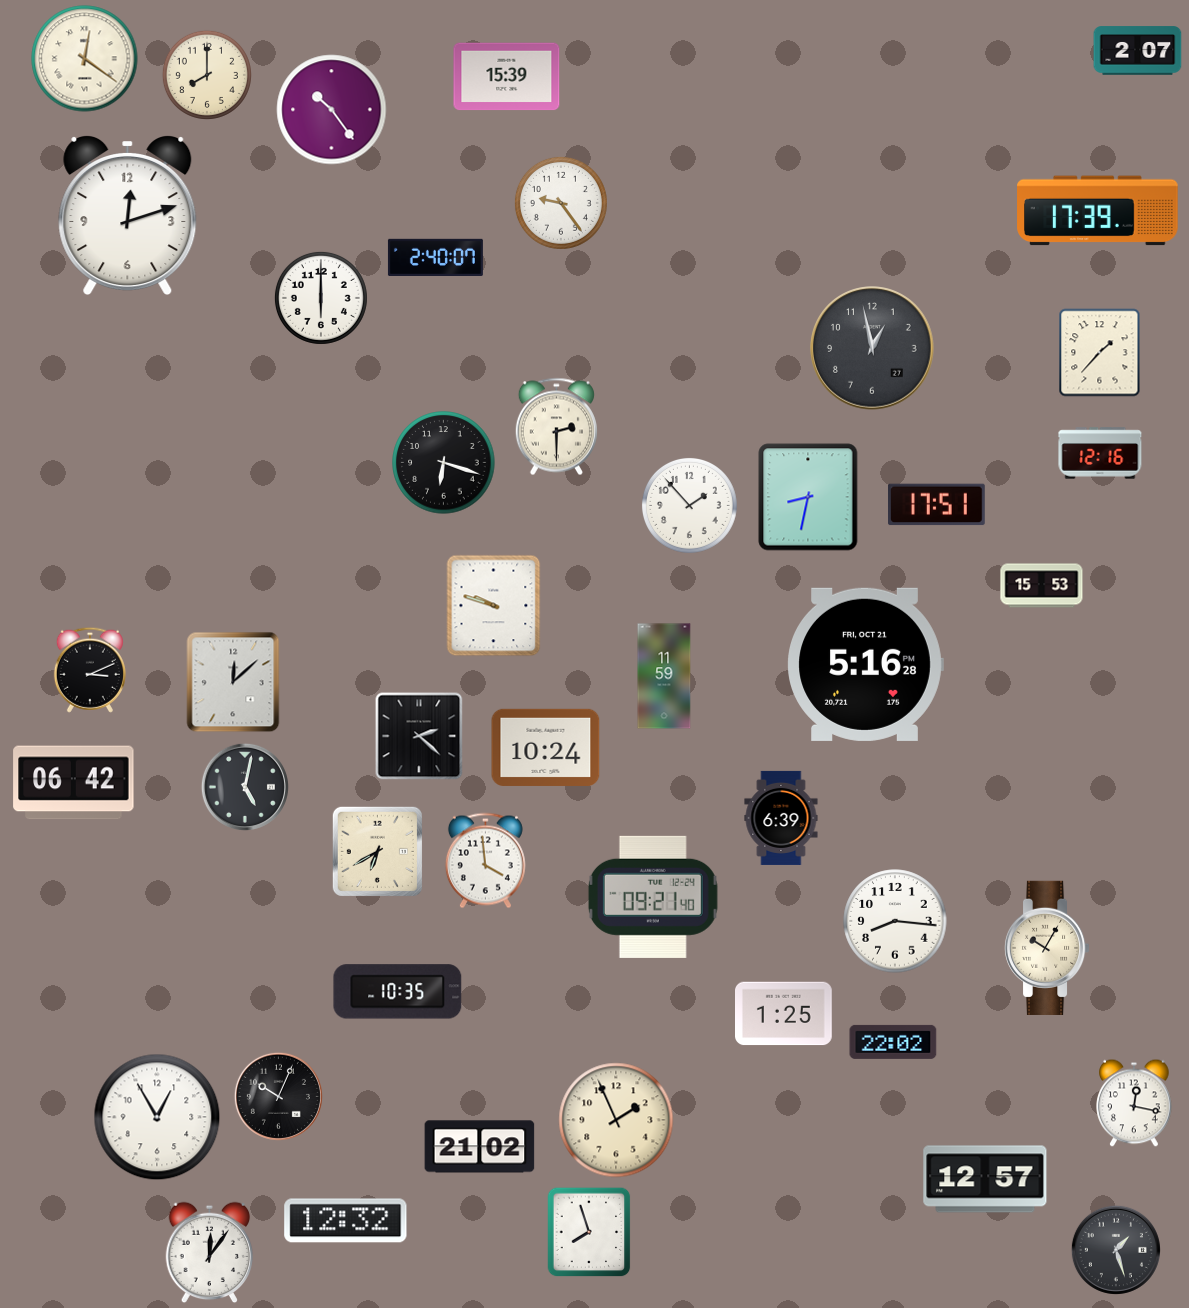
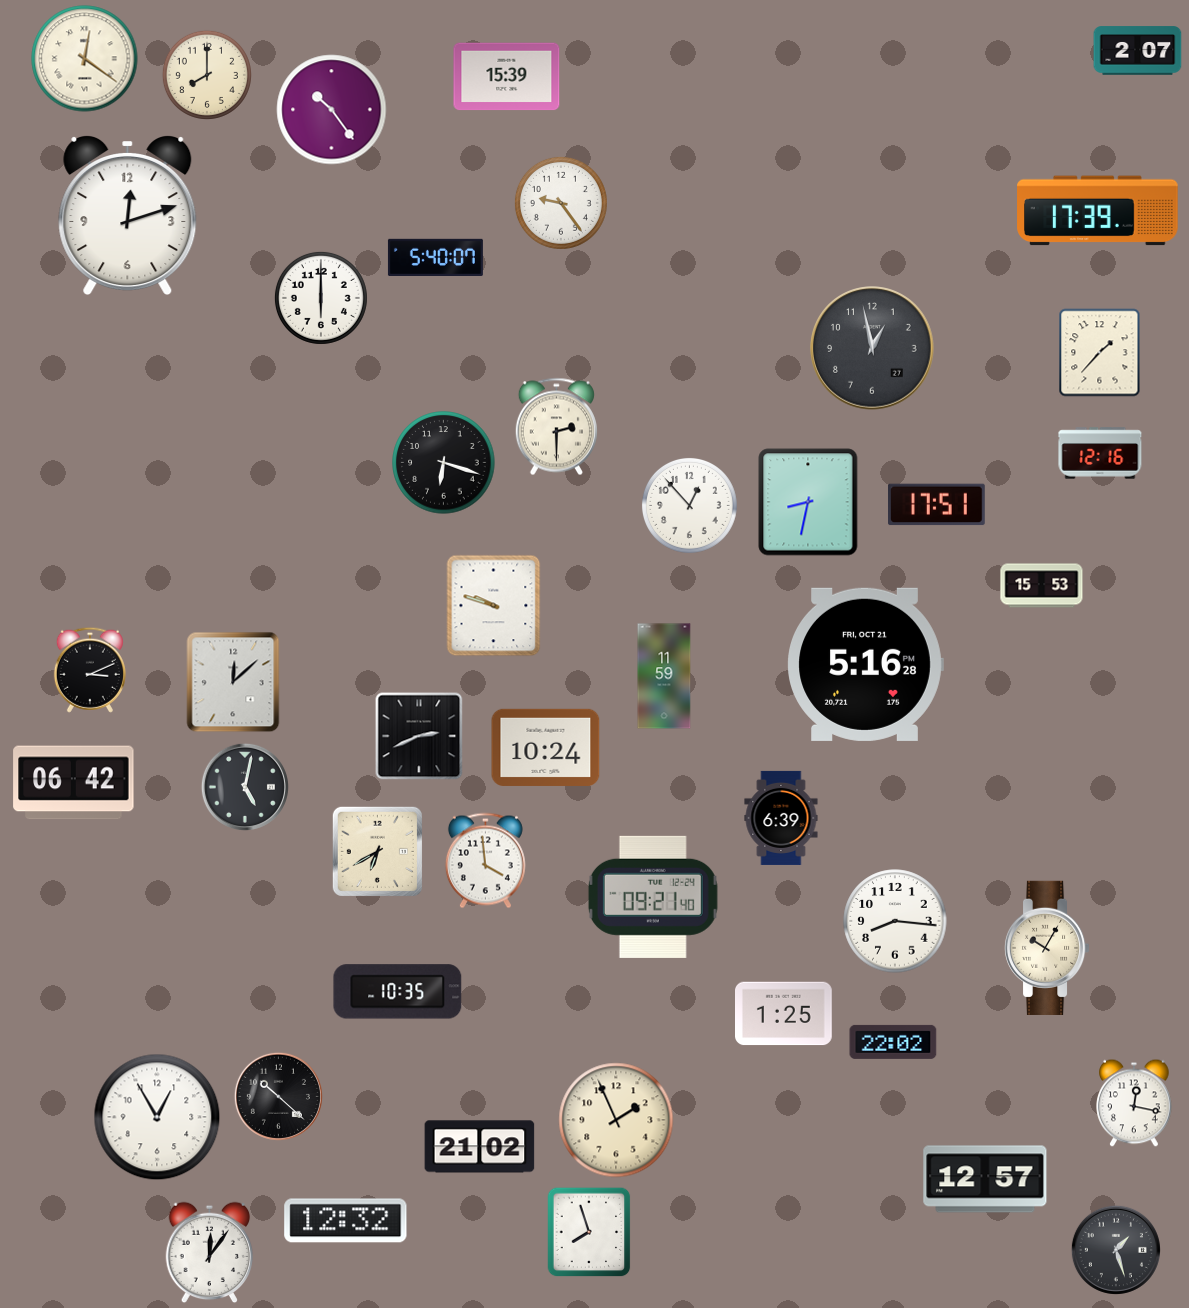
clock at (435, 257): 2:40 -> 5:40
clock at (808, 497) position: (808, 497) -> (808, 502)
clock at (689, 505): 1:53 -> 12:53
clock at (419, 736): 2:22 -> 2:41
clock at (278, 1096): 10:04 -> 10:22
